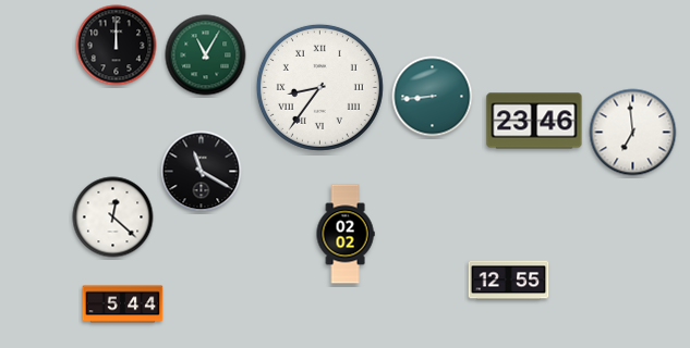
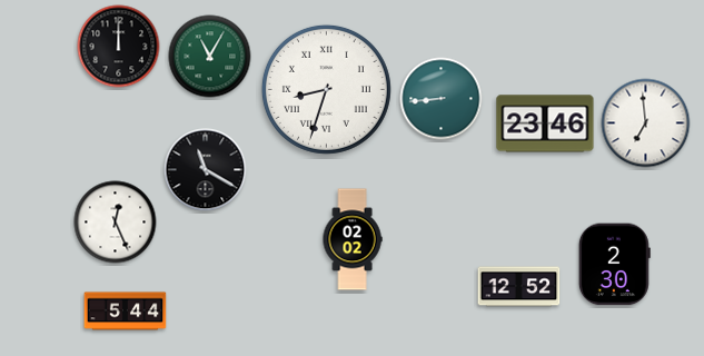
clock at (319, 87): 8:36 -> 8:33
clock at (633, 133) position: (633, 133) -> (646, 123)
clock at (202, 172) position: (202, 172) -> (206, 170)
clock at (113, 217): 12:22 -> 12:26
clock at (614, 265): none -> 2:30
clock at (509, 281): 12:55 -> 12:52
